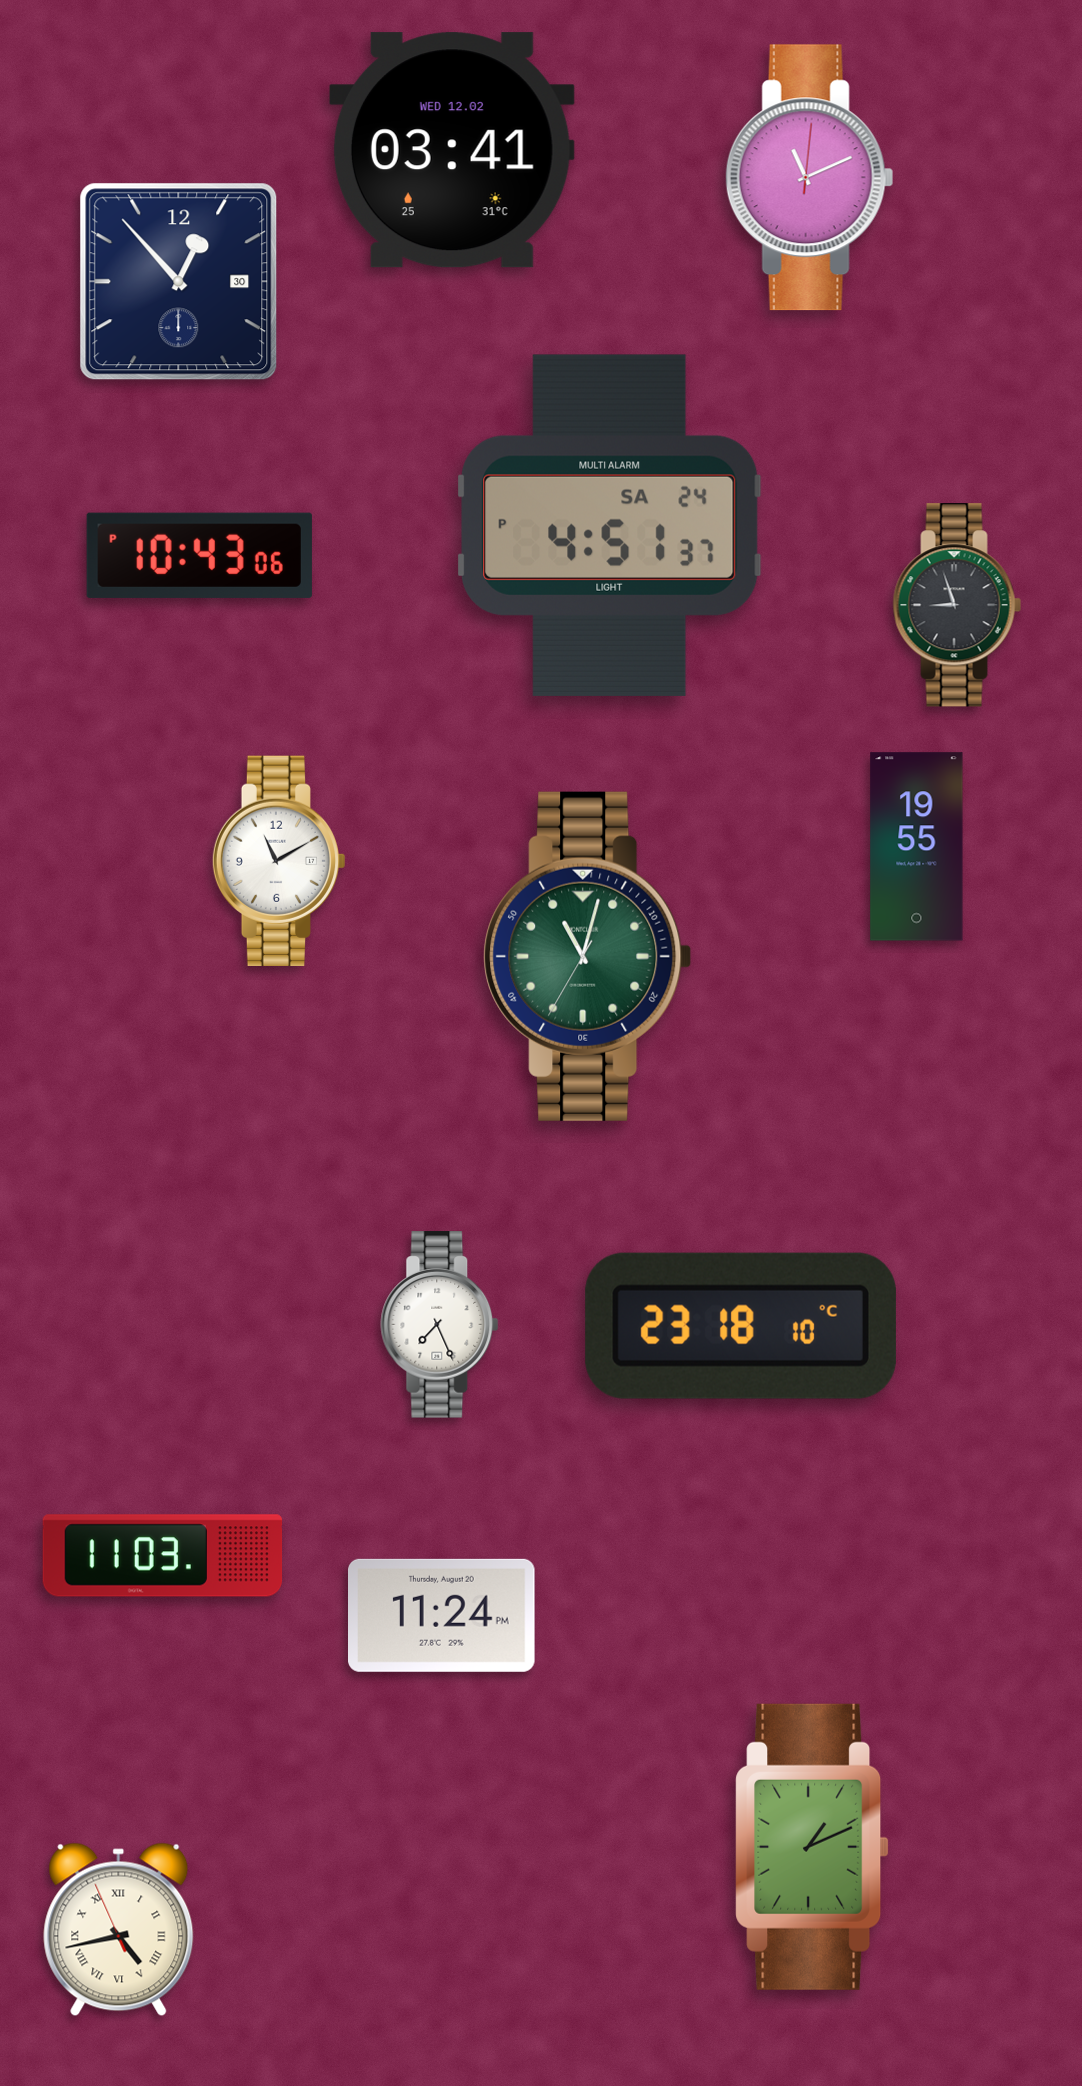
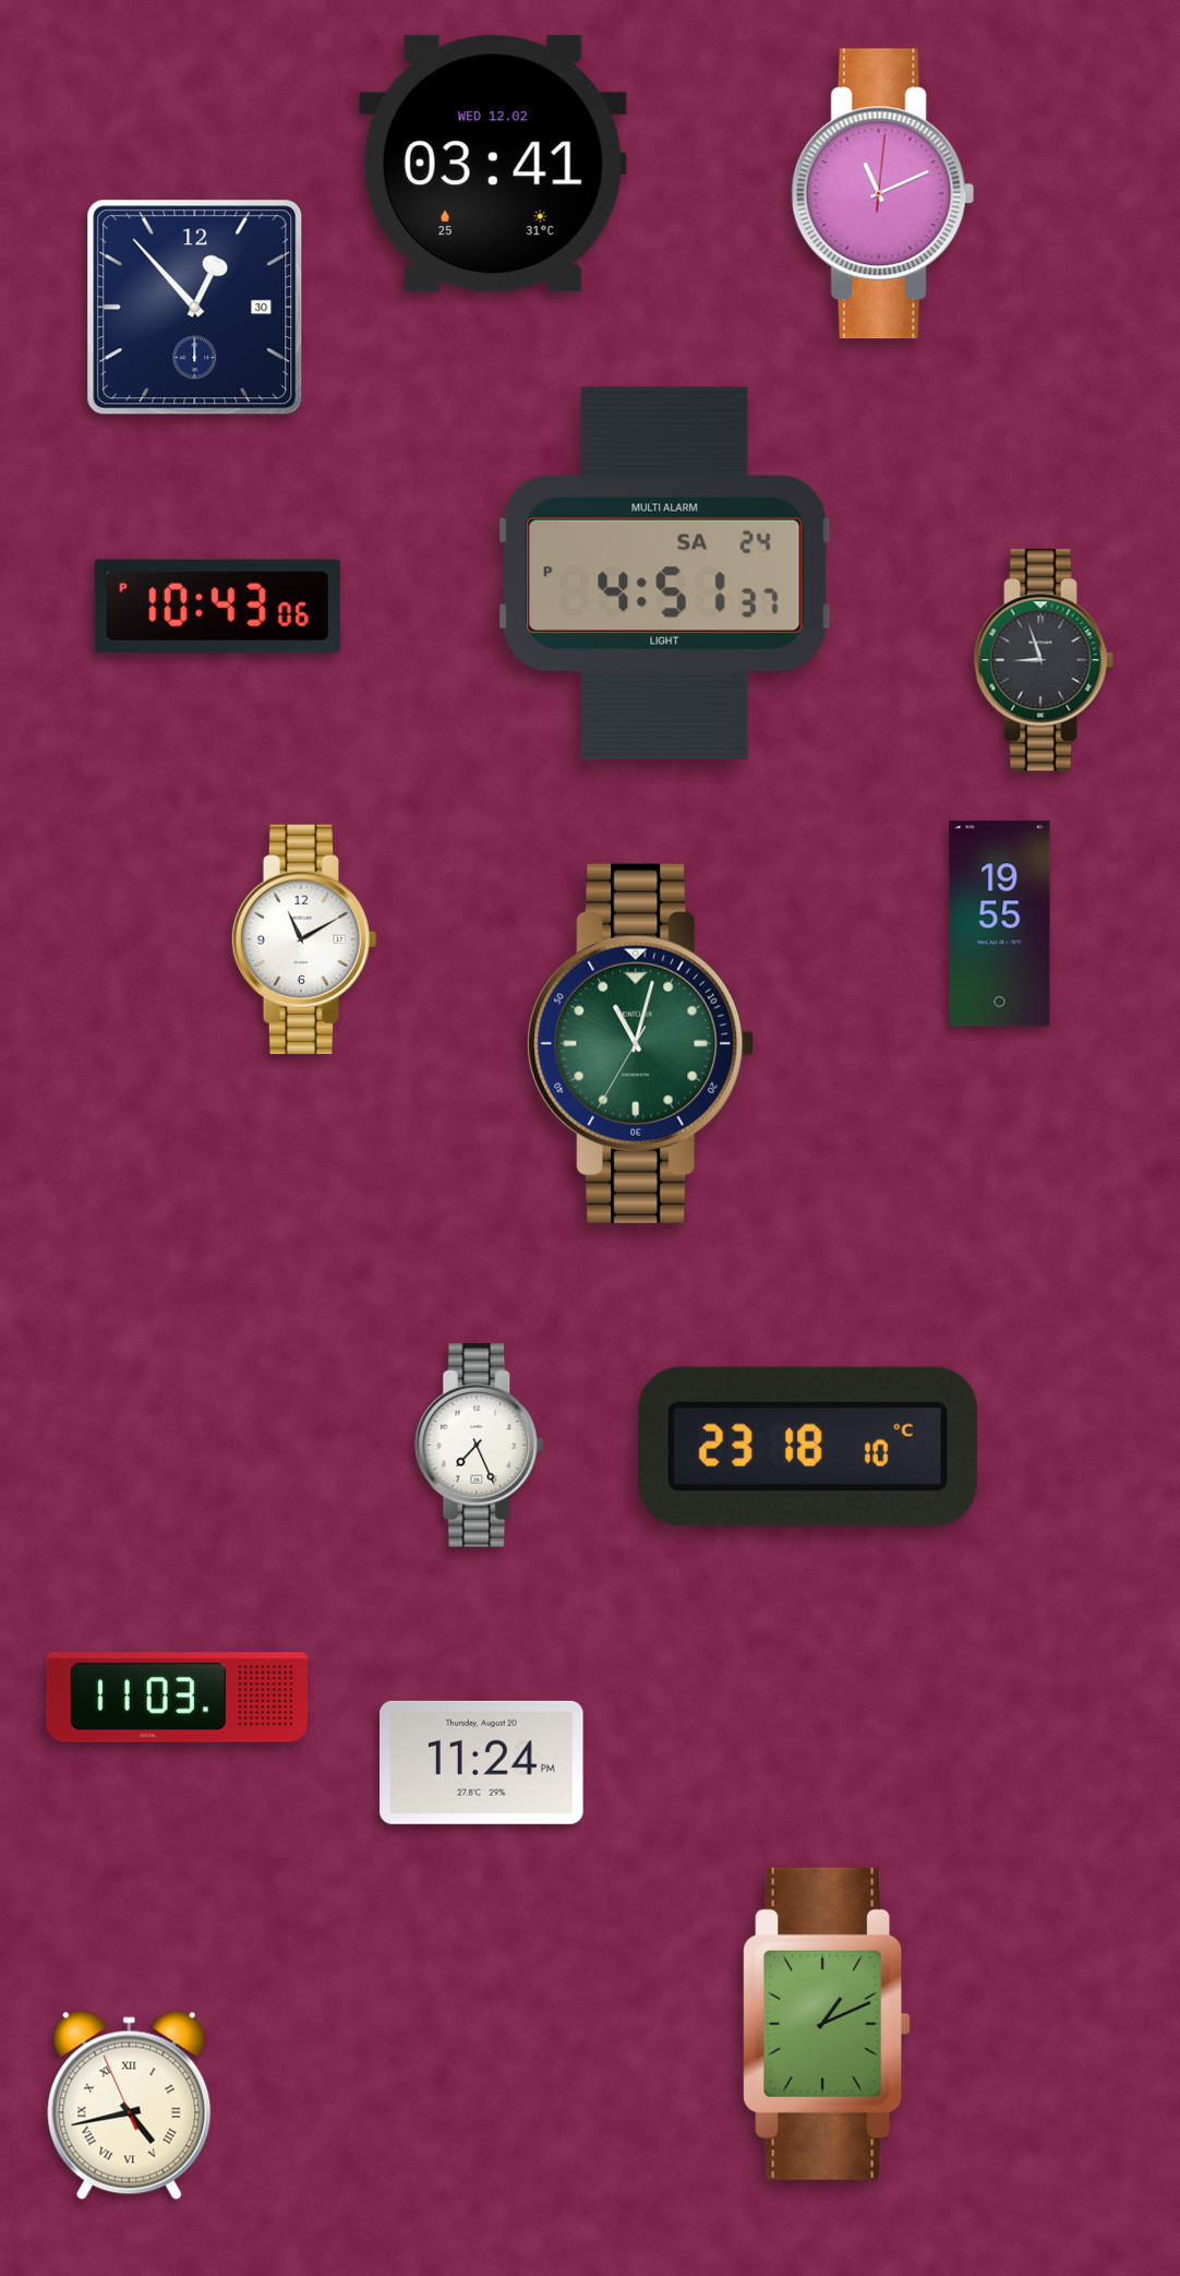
clock at (812, 1847) position: (812, 1847) -> (827, 2024)
